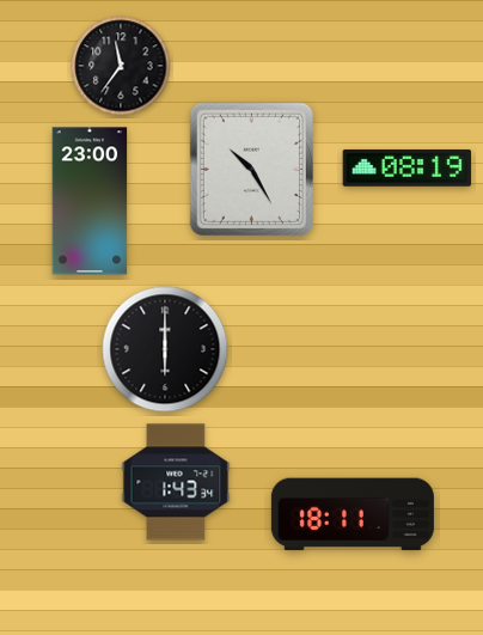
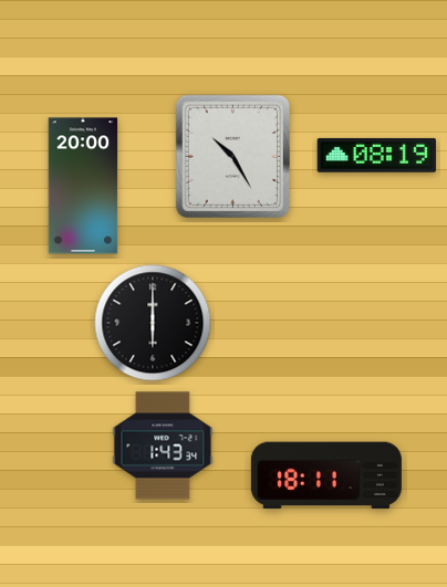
clock at (121, 66): 11:36 -> none
clock at (90, 201): 23:00 -> 20:00
